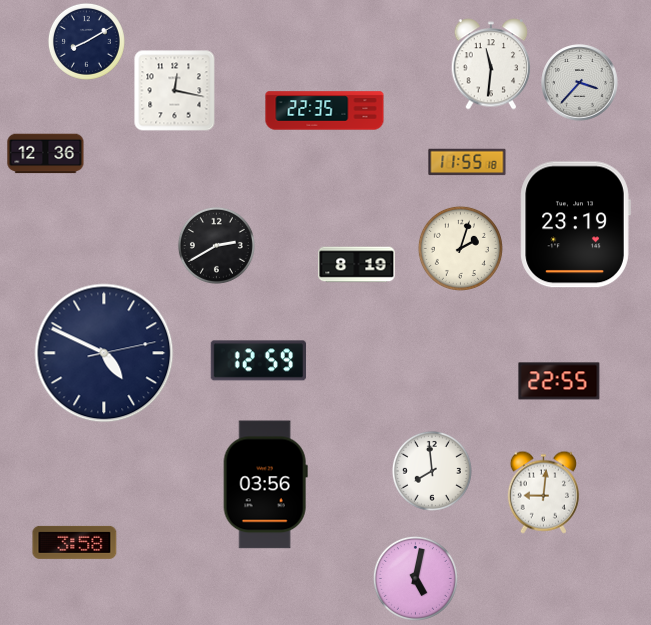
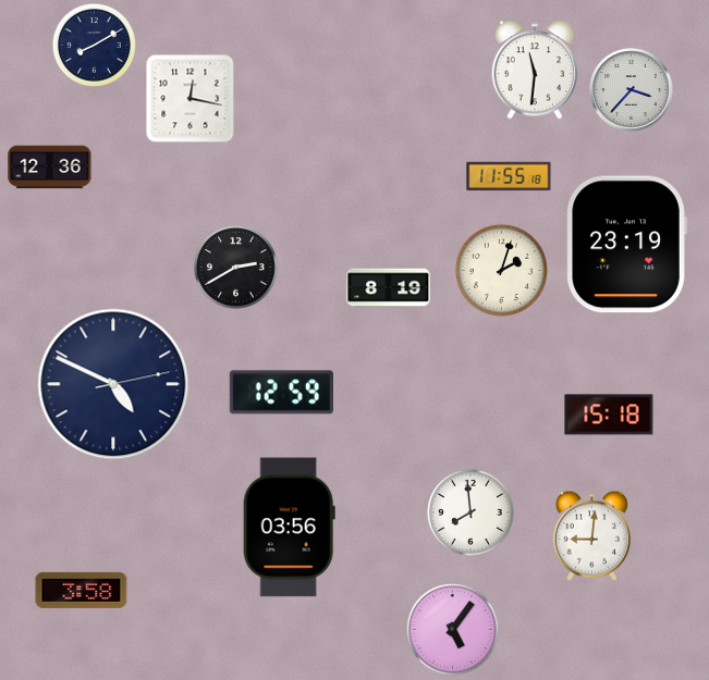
clock at (325, 111): 22:35 -> none
clock at (559, 381): 22:55 -> 15:18
clock at (415, 578): 5:02 -> 5:06
